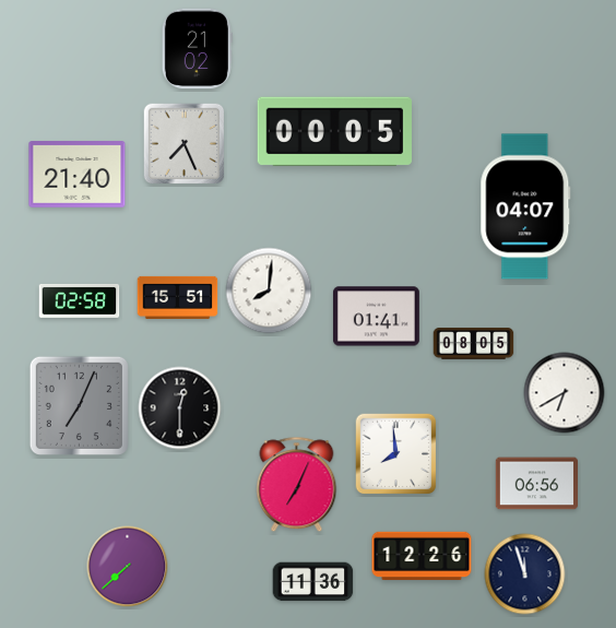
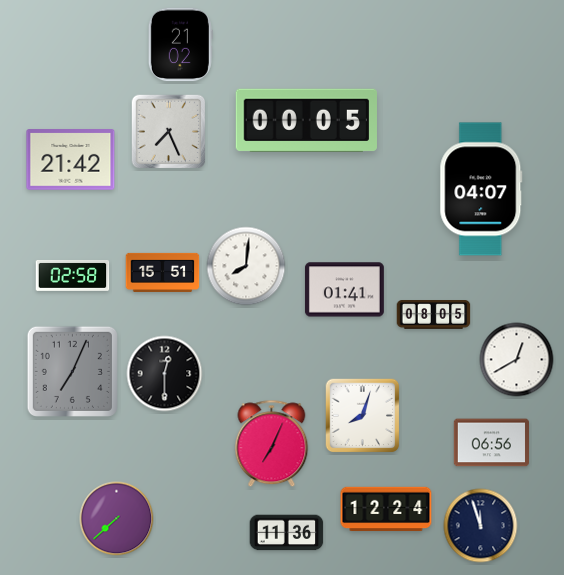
clock at (78, 175): 21:40 -> 21:42
clock at (565, 393): 6:40 -> 12:40
clock at (396, 454): 7:59 -> 8:03
clock at (422, 556): 12:26 -> 12:24
